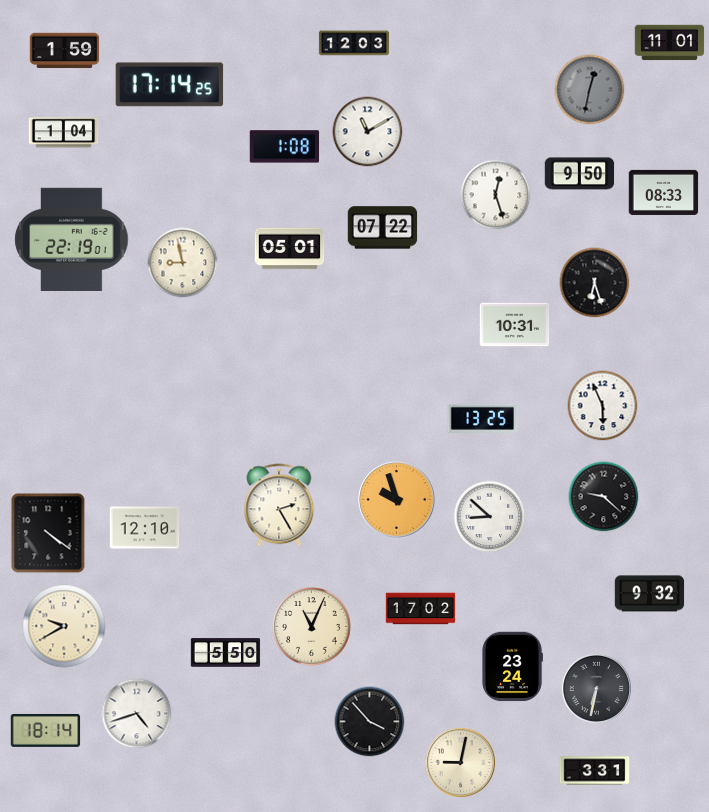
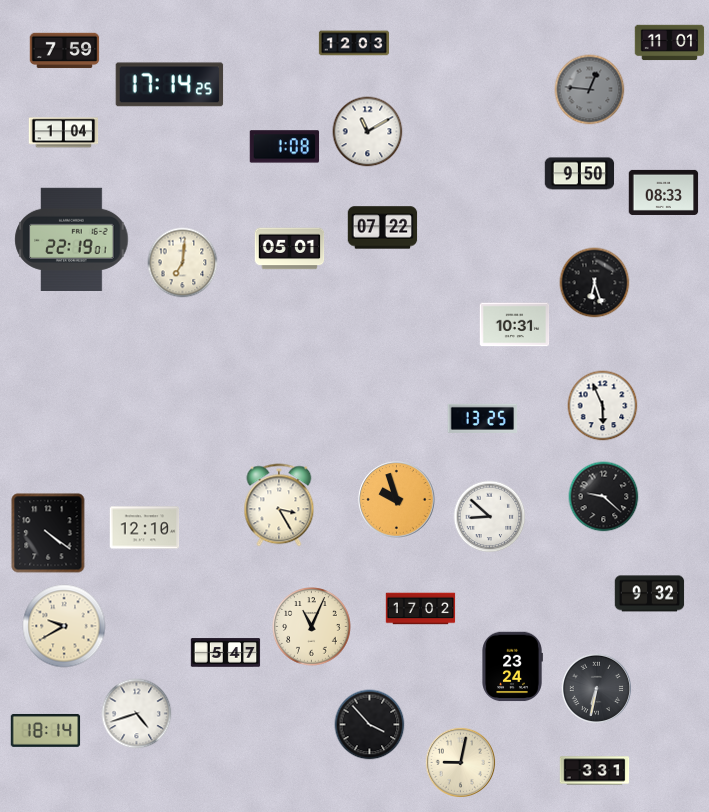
clock at (65, 51): 1:59 -> 7:59
clock at (590, 90): 12:32 -> 12:46
clock at (496, 195): 12:27 -> none
clock at (183, 263): 8:58 -> 7:01
clock at (279, 505): 2:25 -> 3:25
clock at (226, 653): 5:50 -> 5:47
clock at (370, 722) position: (370, 722) -> (370, 725)
